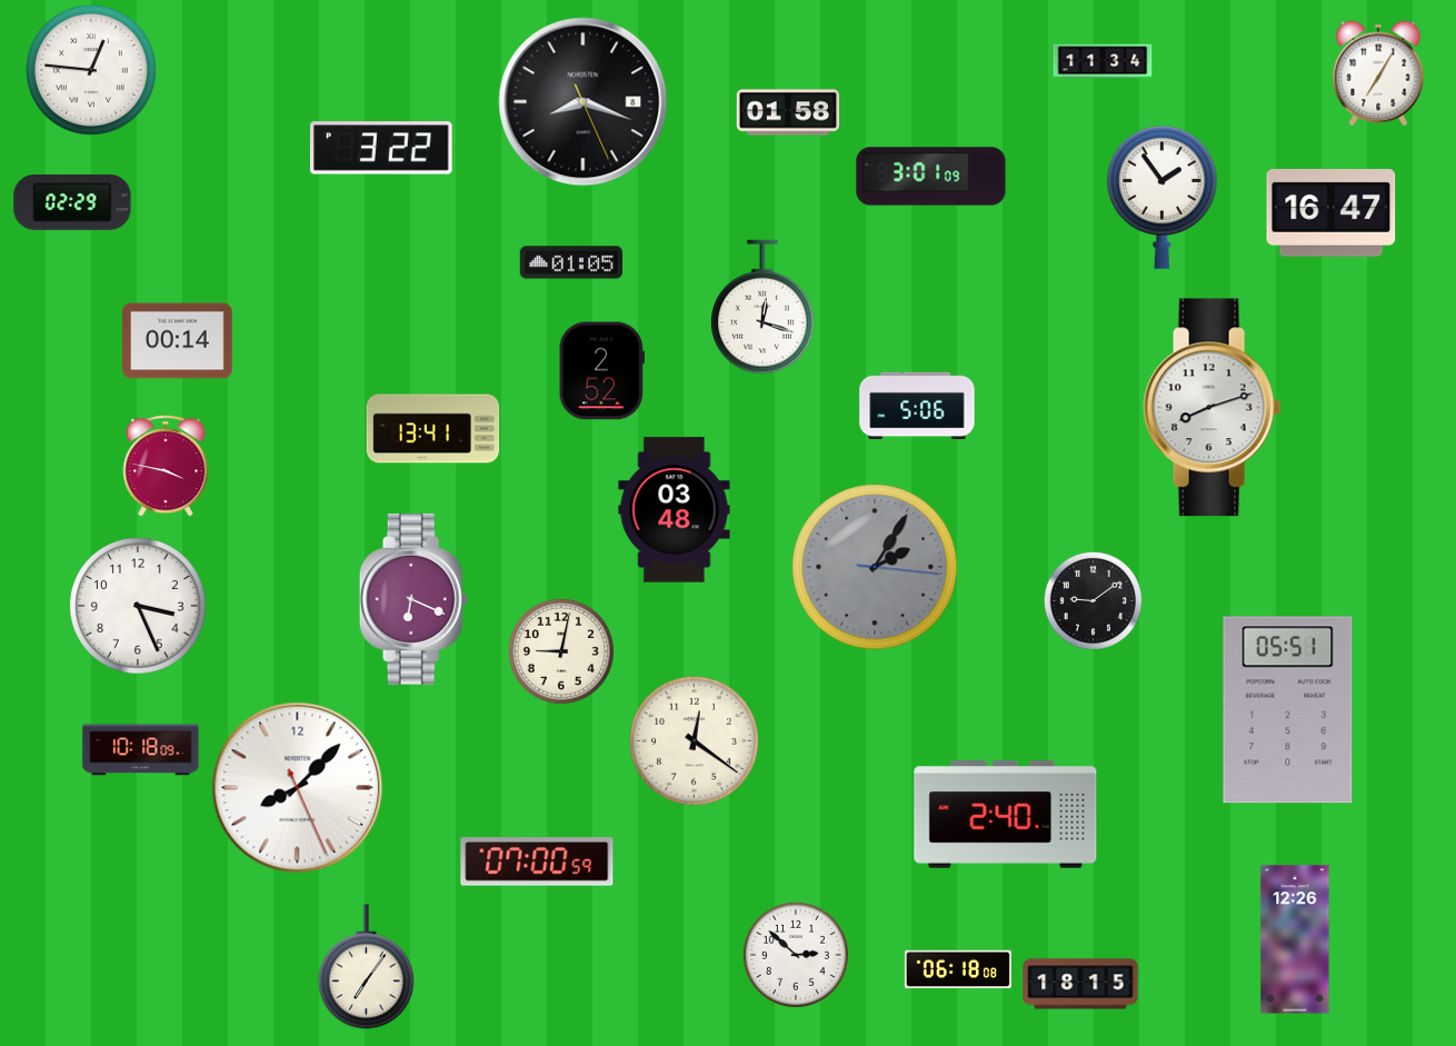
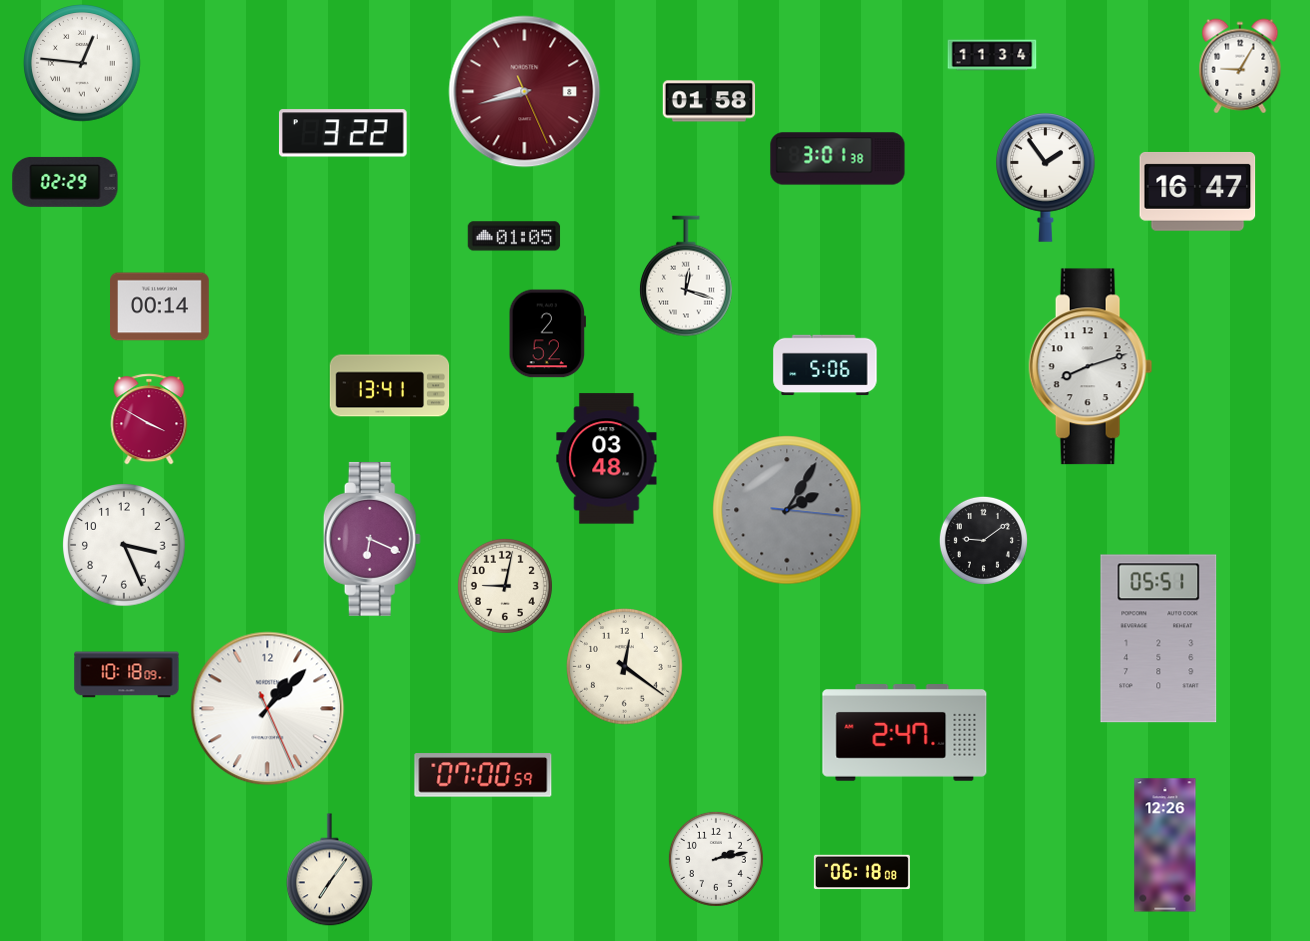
clock at (1378, 73): 7:05 -> 9:05
clock at (584, 102): 8:18 -> 8:42
clock at (584, 102) dial: black -> burgundy
clock at (931, 177): 3:01:09 -> 3:01:38
clock at (601, 371) position: (601, 371) -> (547, 334)
clock at (166, 466): 3:47 -> 3:50
clock at (298, 788): 8:07 -> 1:07
clock at (1006, 815): 2:40 -> 2:47
clock at (796, 955): 2:52 -> 2:13
clock at (1080, 984): 18:15 -> none
